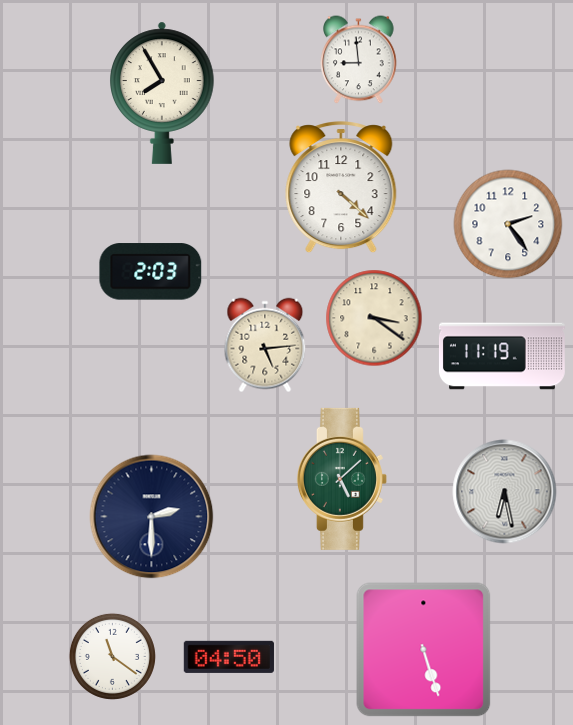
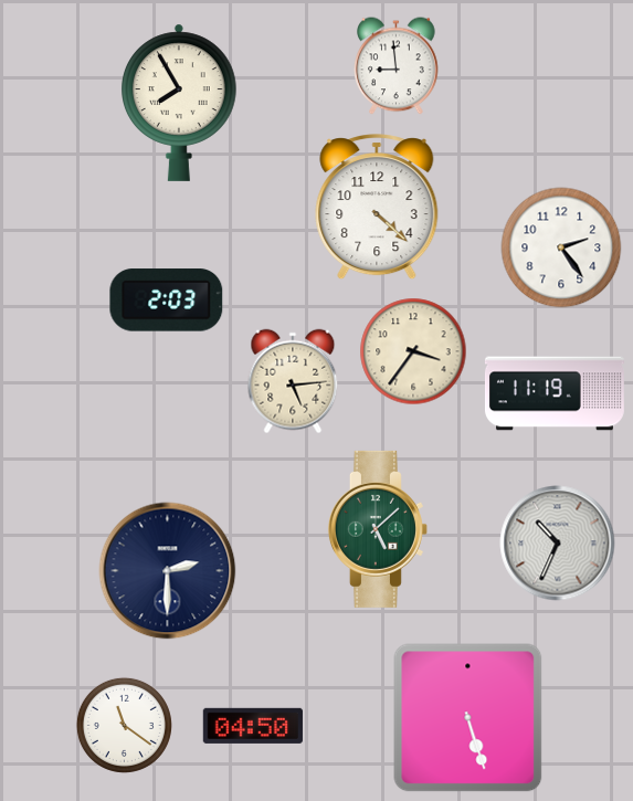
clock at (374, 318): 3:21 -> 3:36
clock at (505, 492): 6:28 -> 10:34
